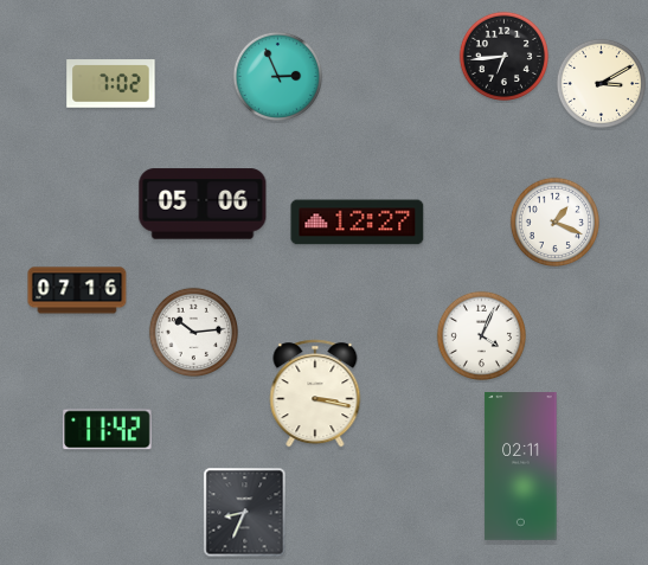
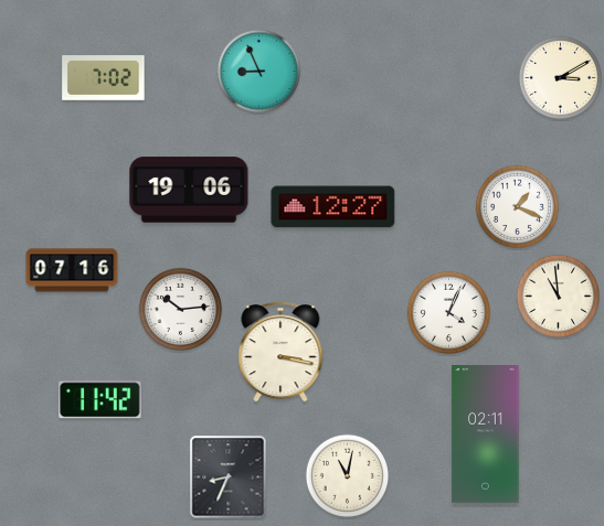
clock at (503, 56): 6:44 -> none
clock at (277, 76): 2:56 -> 8:56
clock at (203, 204): 05:06 -> 19:06
clock at (558, 296): none -> 10:59
clock at (315, 393) position: (315, 393) -> (280, 352)
clock at (347, 475): none -> 11:02
